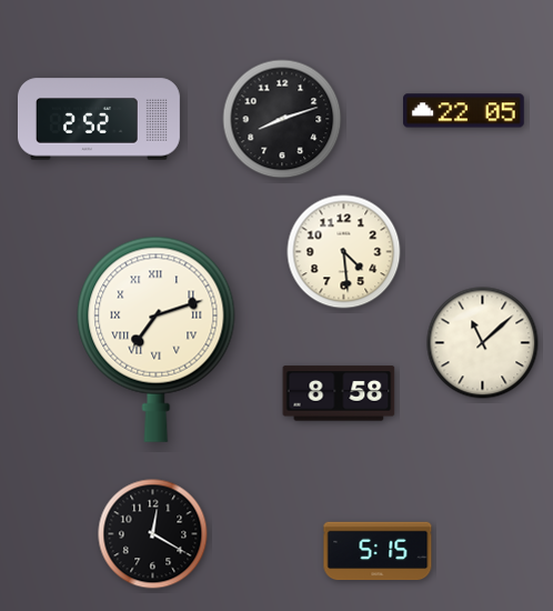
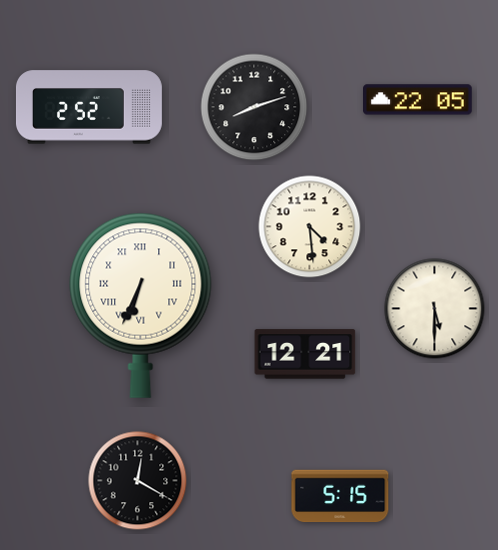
clock at (157, 339): 7:12 -> 6:34
clock at (483, 343): 11:08 -> 5:30
clock at (339, 393): 8:58 -> 12:21
